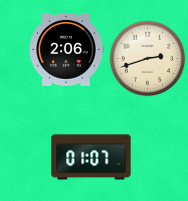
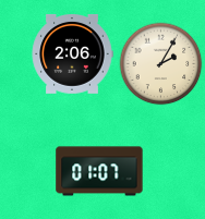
clock at (148, 59): 2:42 -> 2:05
